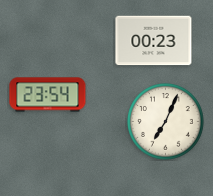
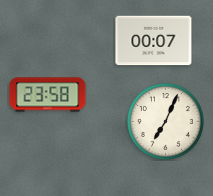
clock at (154, 41): 00:23 -> 00:07
clock at (48, 95): 23:54 -> 23:58
